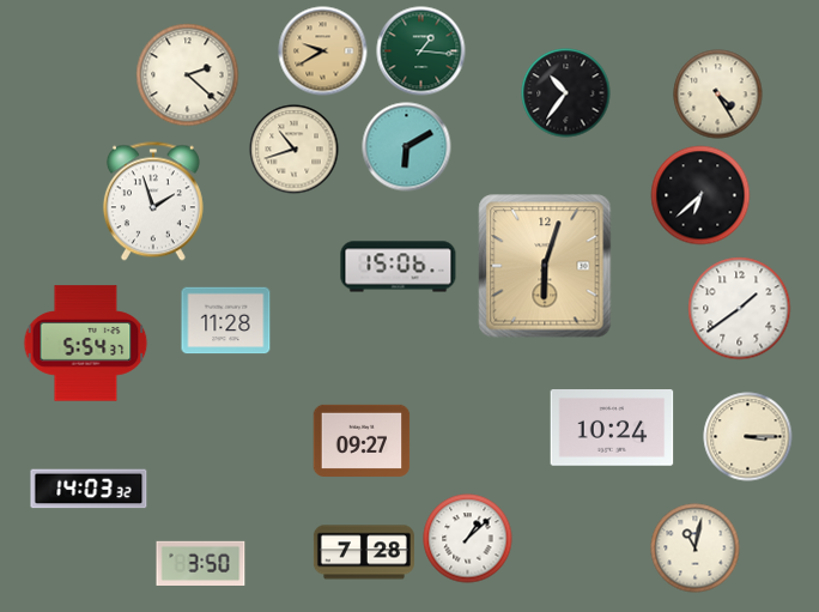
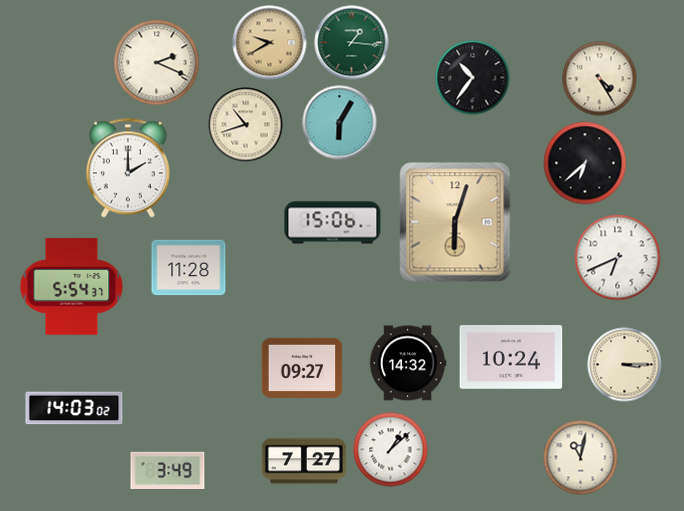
clock at (188, 75): 2:22 -> 2:19
clock at (407, 147): 6:10 -> 6:05
clock at (153, 201): 1:57 -> 2:00
clock at (740, 309): 1:39 -> 6:41
clock at (408, 363): none -> 14:32
clock at (89, 489): 14:03:32 -> 14:03:02
clock at (364, 552): 7:28 -> 7:27
clock at (201, 563): 3:50 -> 3:49
